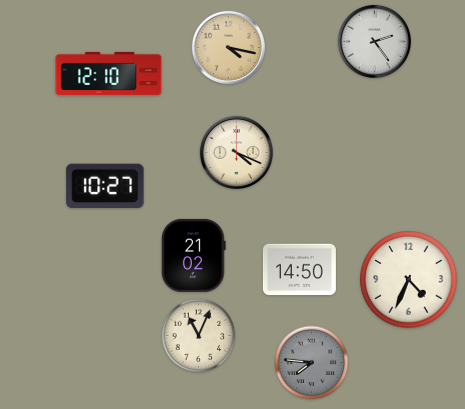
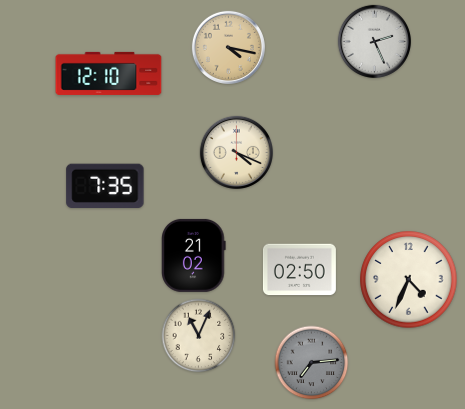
clock at (374, 41): 2:24 -> 2:26
clock at (105, 186): 10:27 -> 7:35
clock at (299, 270): 14:50 -> 02:50
clock at (312, 363): 7:46 -> 7:14
